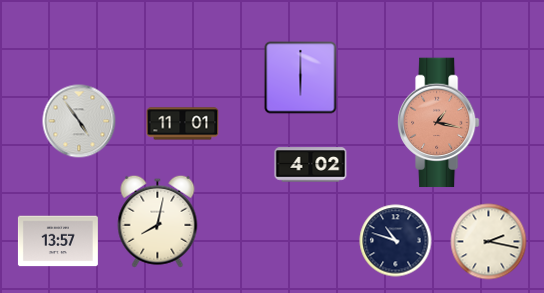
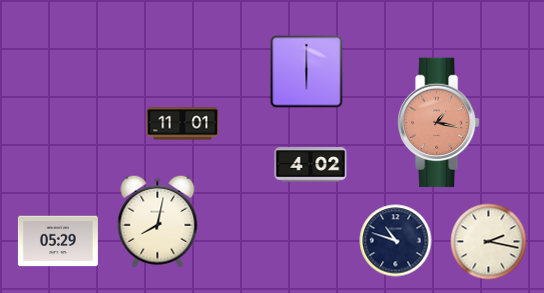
clock at (301, 78) position: (301, 78) -> (307, 72)
clock at (79, 121): 4:54 -> none
clock at (58, 241): 13:57 -> 05:29
